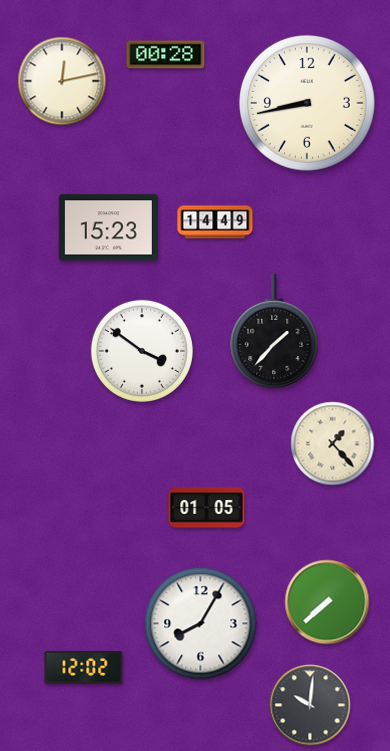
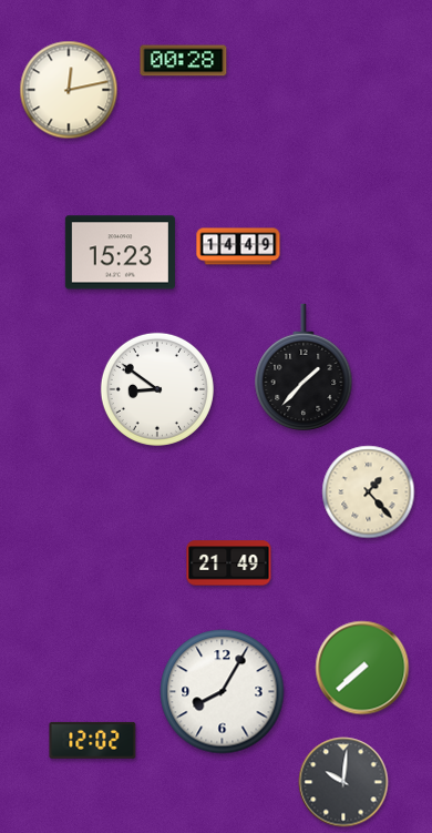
clock at (307, 103): 8:43 -> none
clock at (142, 351): 3:51 -> 8:51
clock at (207, 508): 01:05 -> 21:49
